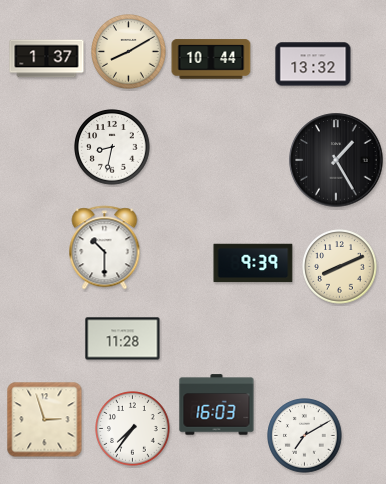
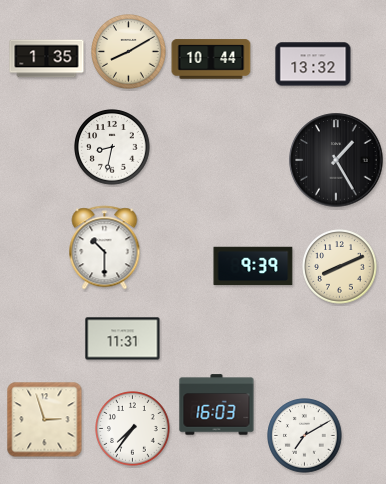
clock at (47, 59): 1:37 -> 1:35
clock at (253, 263) position: (253, 263) -> (253, 266)
clock at (123, 339): 11:28 -> 11:31
